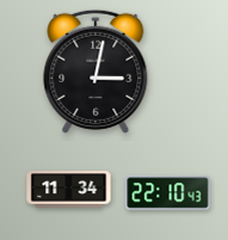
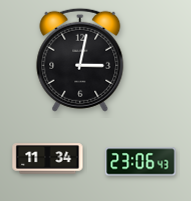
clock at (69, 190) position: (69, 190) -> (48, 159)
clock at (168, 193): 22:10 -> 23:06
